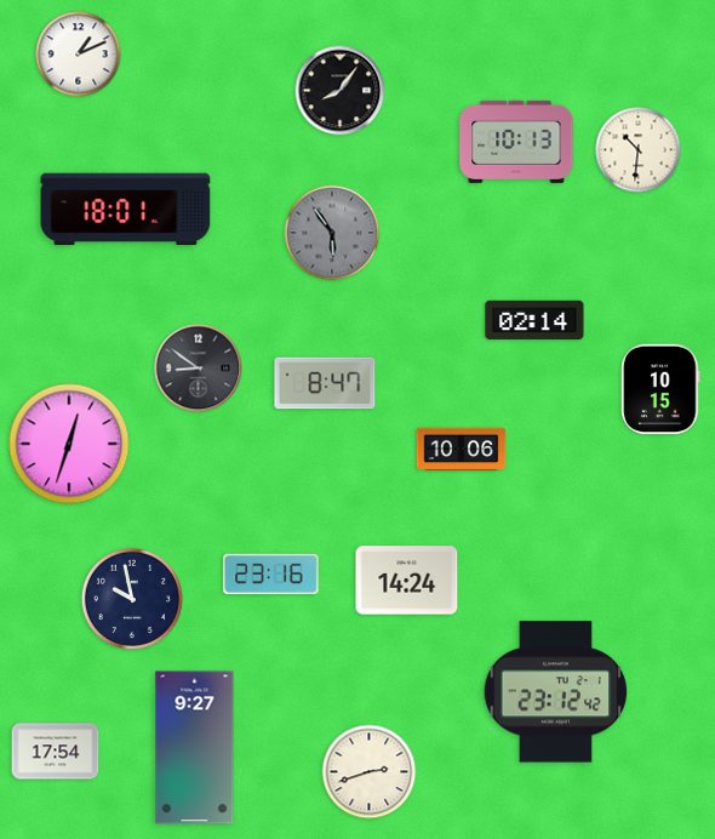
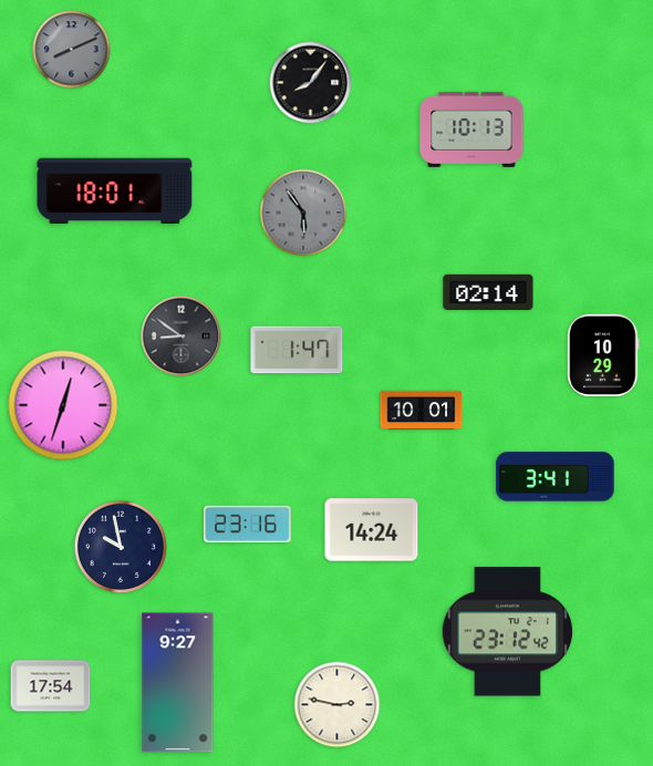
clock at (79, 55): 1:11 -> 8:11
clock at (79, 55) dial: white -> grey
clock at (639, 150): 10:31 -> none
clock at (325, 383): 8:47 -> 1:47
clock at (660, 388): 10:15 -> 10:29
clock at (462, 450): 10:06 -> 10:01
clock at (556, 477): none -> 3:41
clock at (370, 772): 2:42 -> 2:47
